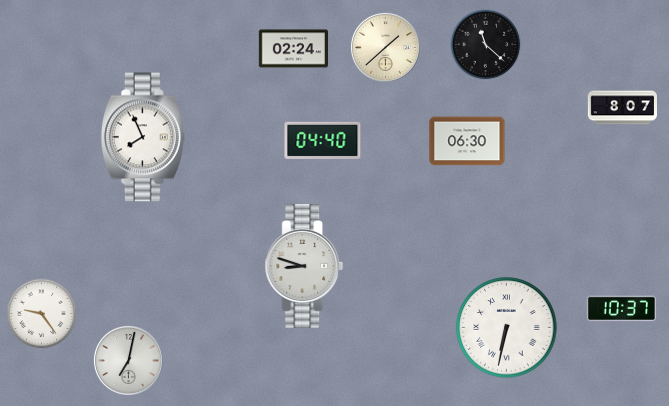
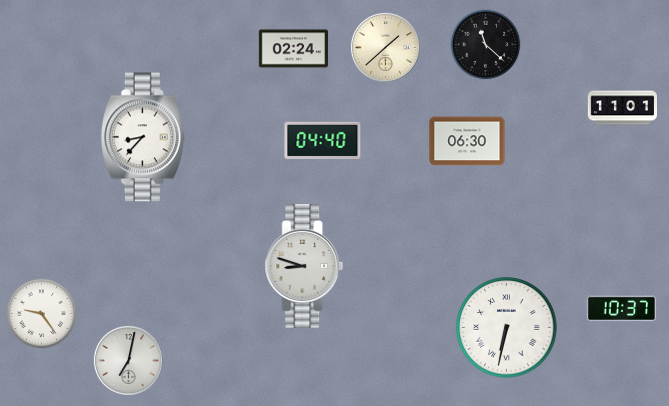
clock at (622, 108): 8:07 -> 11:01
clock at (143, 137): 7:56 -> 8:37
